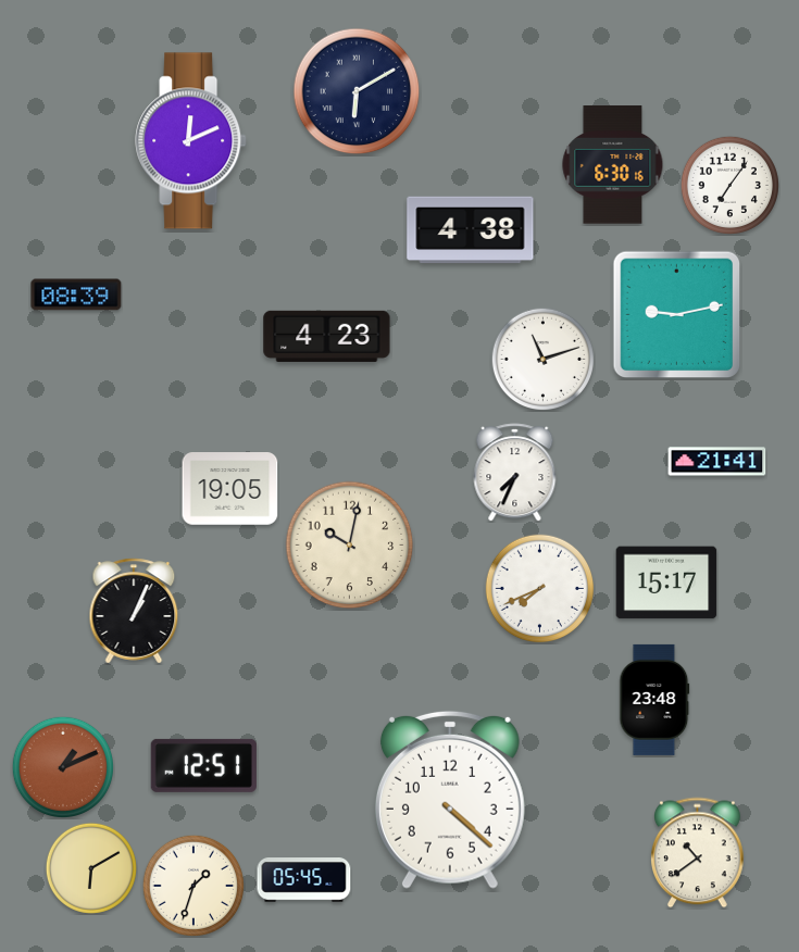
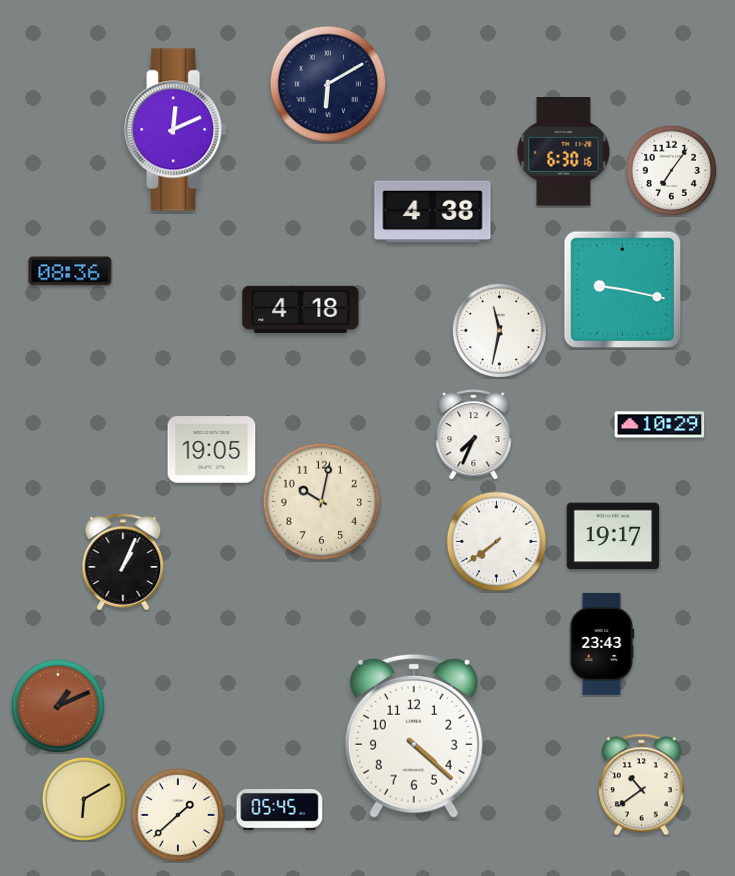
clock at (76, 295): 08:39 -> 08:36
clock at (677, 315): 9:13 -> 9:17
clock at (327, 336): 4:23 -> 4:18
clock at (542, 359): 11:12 -> 11:32
clock at (717, 462): 21:41 -> 10:29
clock at (666, 583): 15:17 -> 19:17
clock at (540, 589): 7:41 -> 7:39
clock at (654, 700): 23:48 -> 23:43
clock at (203, 765): 12:51 -> none
clock at (192, 885): 1:33 -> 1:38
